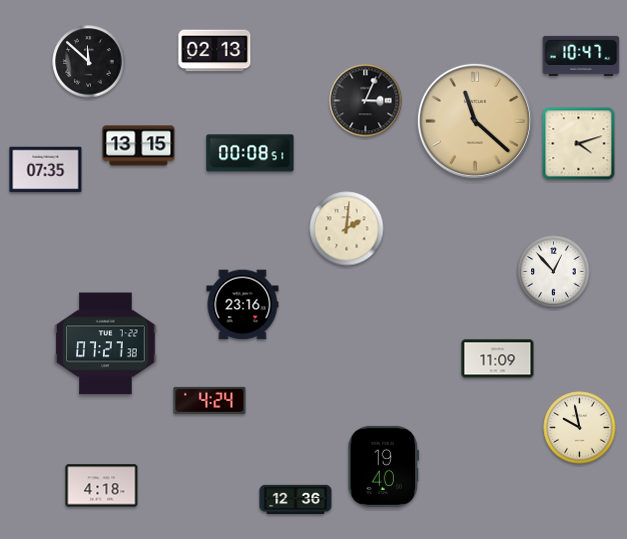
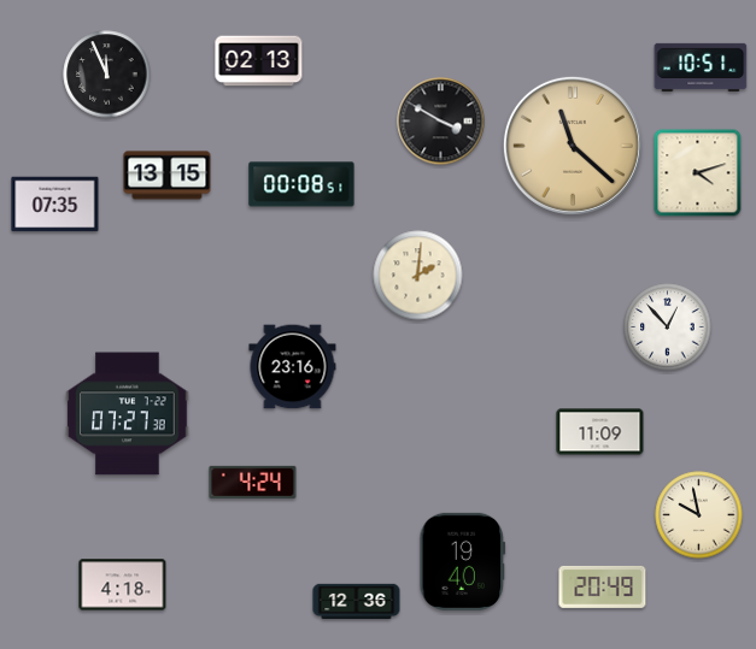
clock at (581, 56): 10:47 -> 10:51
clock at (89, 62): 11:52 -> 11:56
clock at (366, 101): 3:04 -> 3:50
clock at (603, 586): none -> 20:49
